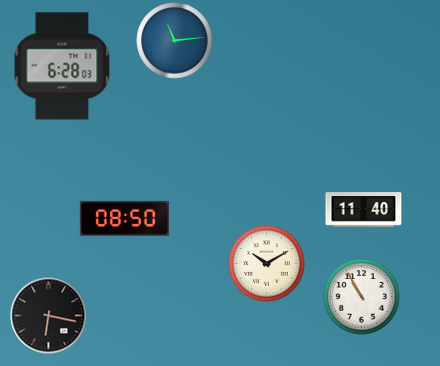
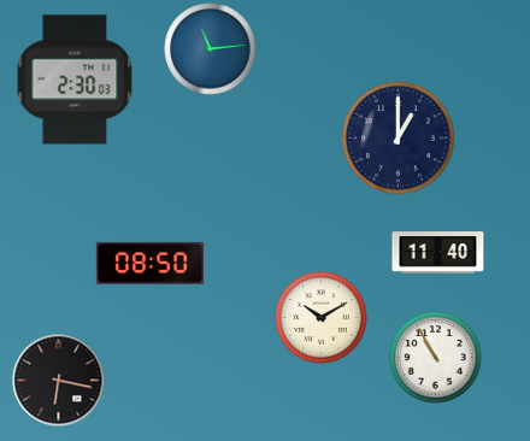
clock at (62, 66): 6:28 -> 2:30
clock at (399, 139): none -> 1:00
